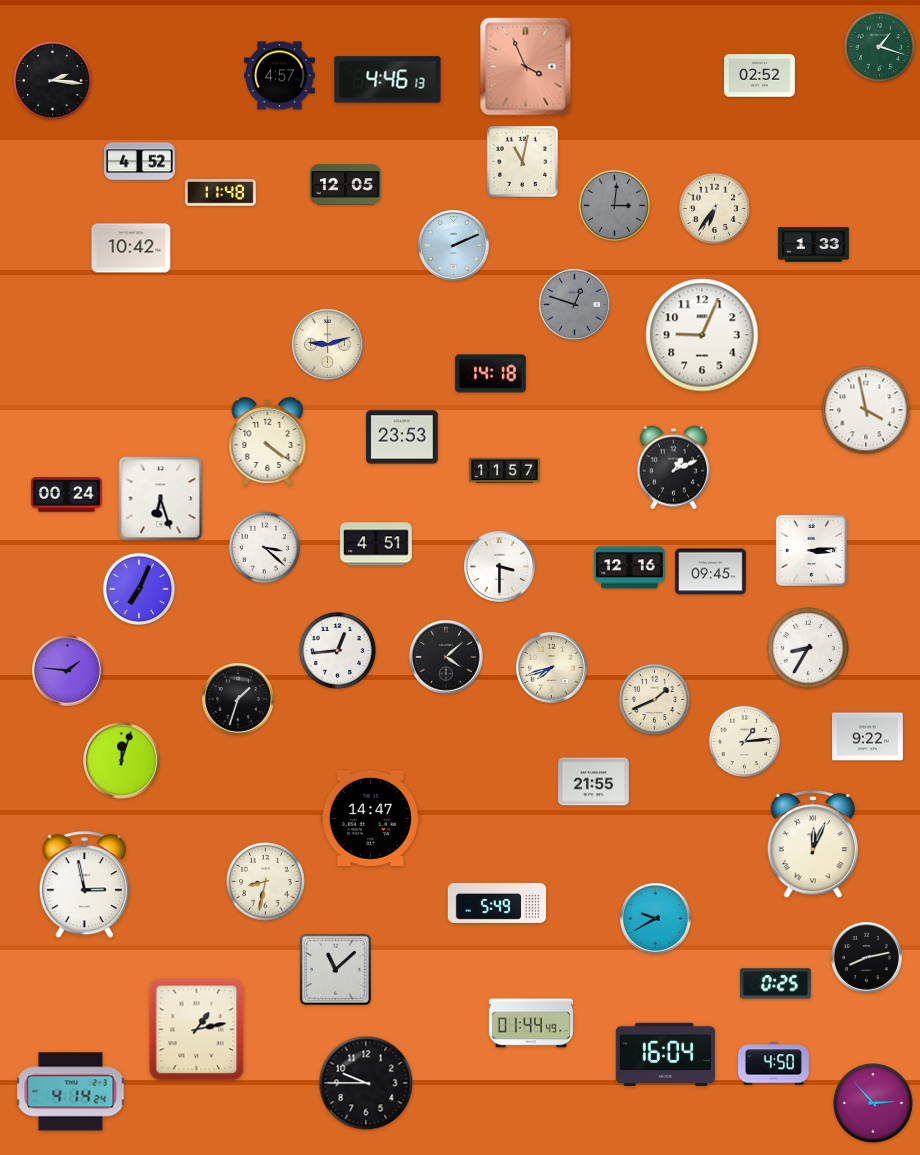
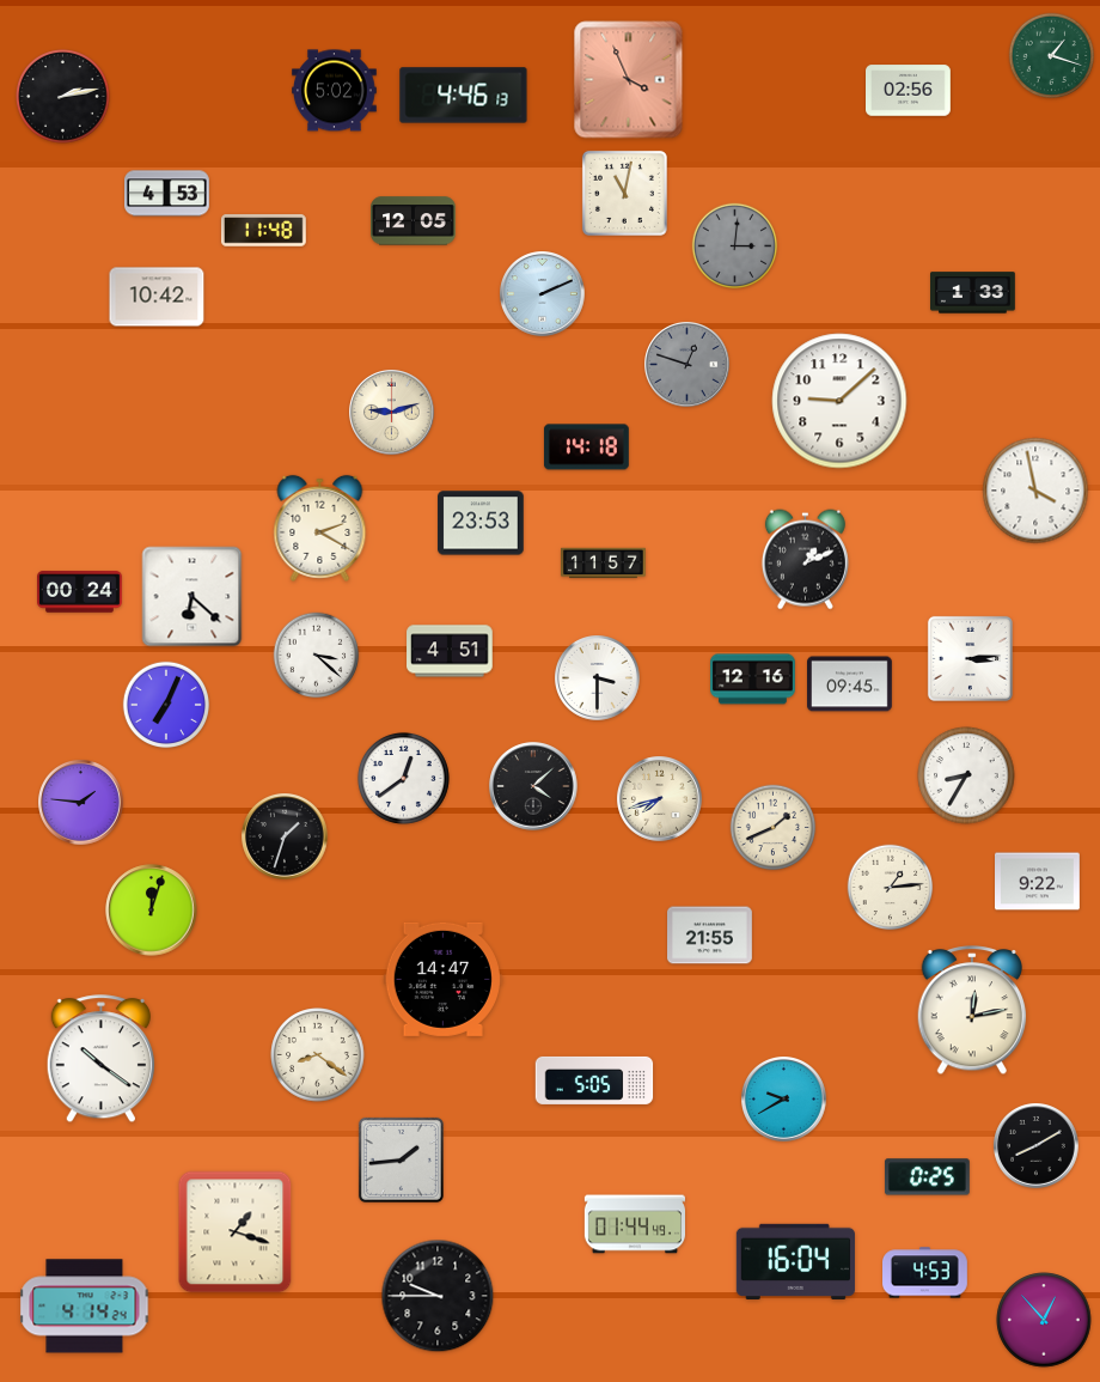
clock at (280, 76): 4:57 -> 5:02
clock at (760, 76): 02:52 -> 02:56
clock at (53, 81): 2:16 -> 2:13
clock at (140, 162): 4:52 -> 4:53
clock at (715, 209): 6:36 -> none
clock at (702, 335): 9:04 -> 9:08
clock at (268, 441): 4:21 -> 2:20
clock at (161, 499): 6:27 -> 6:22
clock at (337, 650): 12:44 -> 12:39
clock at (655, 700) position: (655, 700) -> (774, 828)
clock at (122, 761) position: (122, 761) -> (152, 911)
clock at (813, 845): 12:04 -> 12:13
clock at (266, 882): 8:32 -> 8:21
clock at (84, 885): 2:58 -> 10:21
clock at (497, 903): 5:49 -> 5:05
clock at (867, 958): 8:13 -> 8:10
clock at (335, 969): 11:08 -> 1:44
clock at (197, 1030): 1:13 -> 1:18
clock at (774, 1064): 4:50 -> 4:53
clock at (873, 1103): 2:53 -> 12:53
